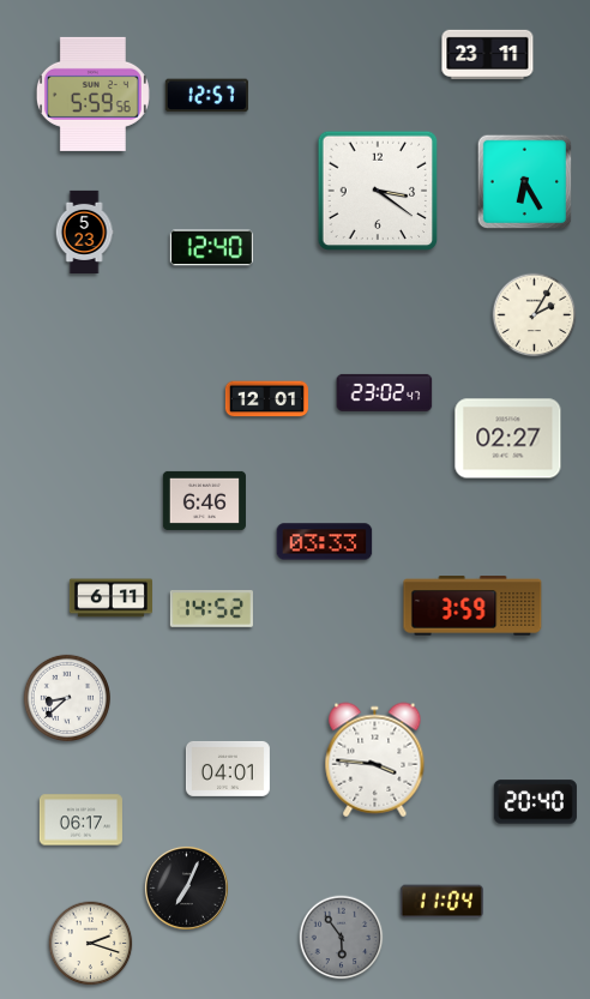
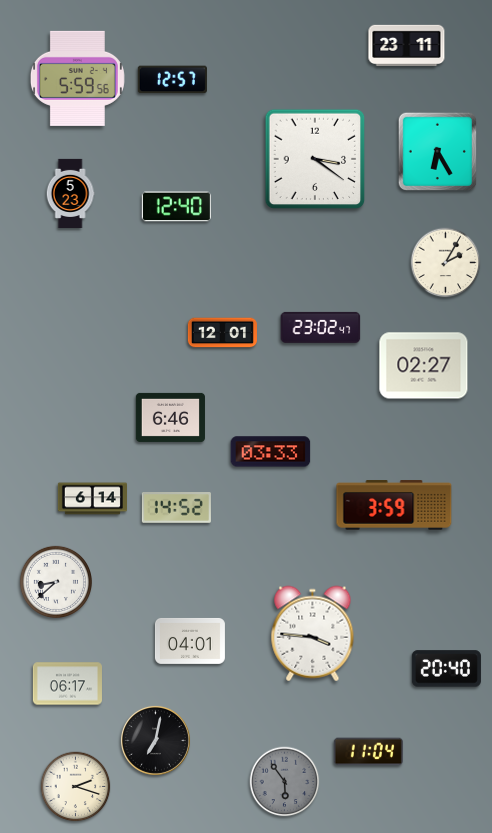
clock at (110, 598): 6:11 -> 6:14
clock at (186, 887): 7:04 -> 7:02
